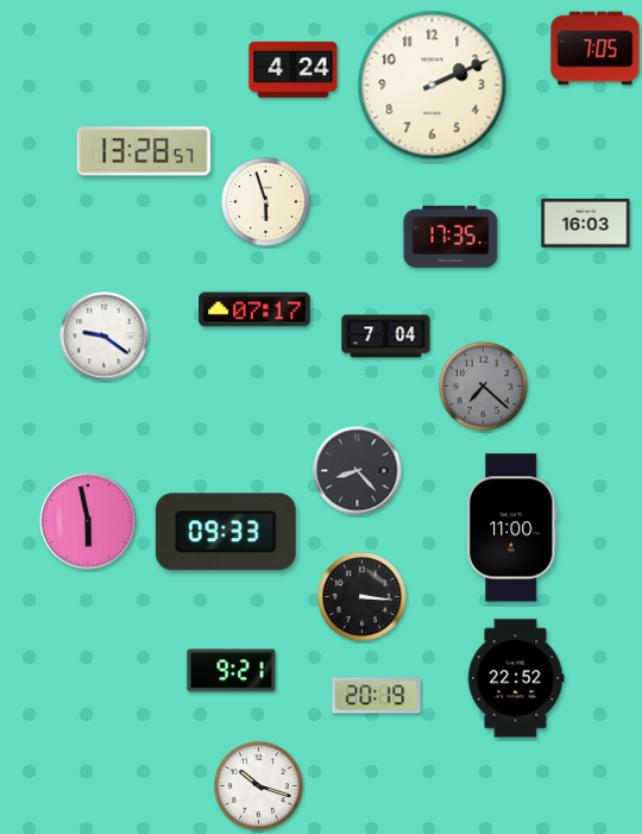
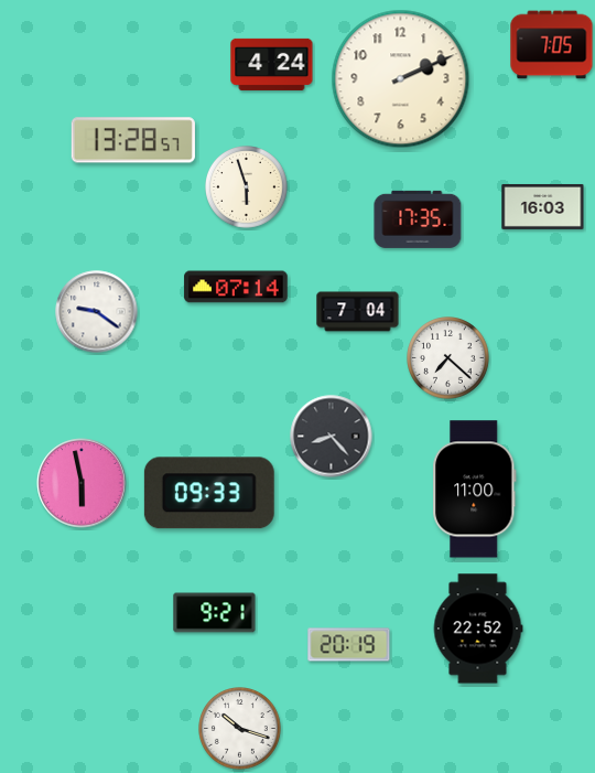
clock at (254, 309): 07:17 -> 07:14
clock at (484, 387) dial: grey -> white
clock at (363, 597): 3:16 -> none
clock at (232, 671) position: (232, 671) -> (215, 613)
